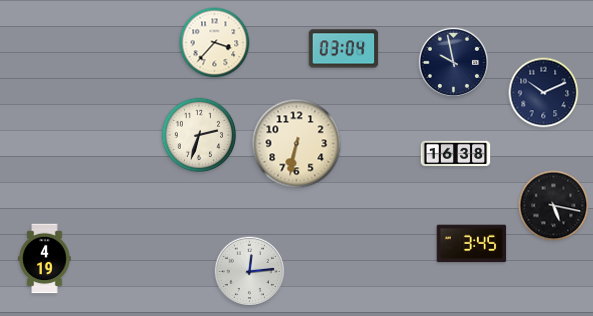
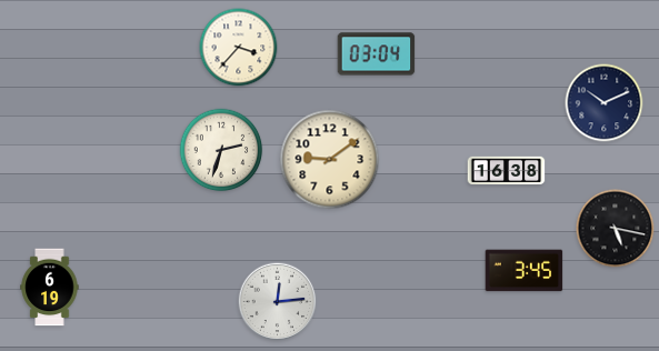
clock at (344, 49) position: (344, 49) -> (377, 54)
clock at (454, 63): 9:58 -> none
clock at (297, 144): 6:32 -> 9:09
clock at (45, 259): 4:19 -> 6:19
